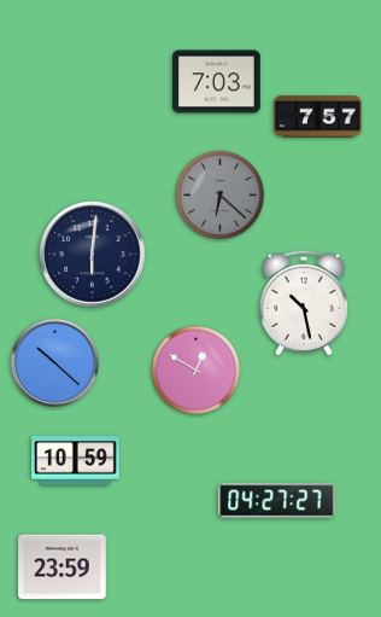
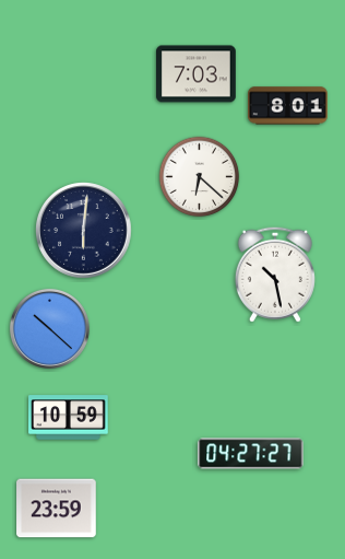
clock at (318, 117): 7:57 -> 8:01
clock at (221, 196) dial: grey -> white
clock at (197, 371): 12:50 -> none
clock at (63, 567) position: (63, 567) -> (57, 509)
